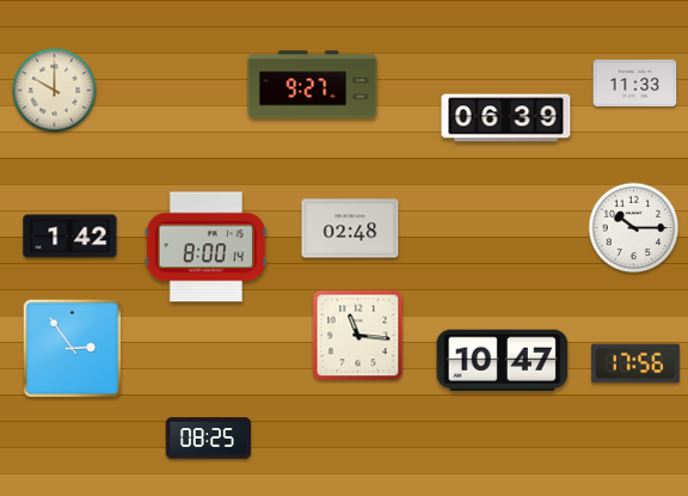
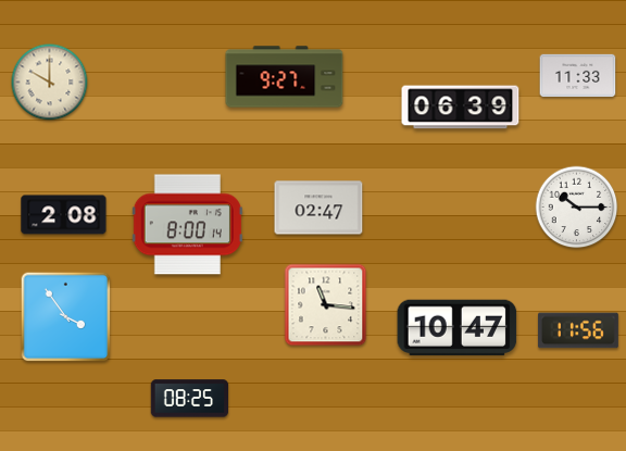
clock at (350, 228): 02:48 -> 02:47
clock at (70, 237): 1:42 -> 2:08
clock at (73, 349): 2:54 -> 3:54
clock at (635, 363): 17:56 -> 11:56
